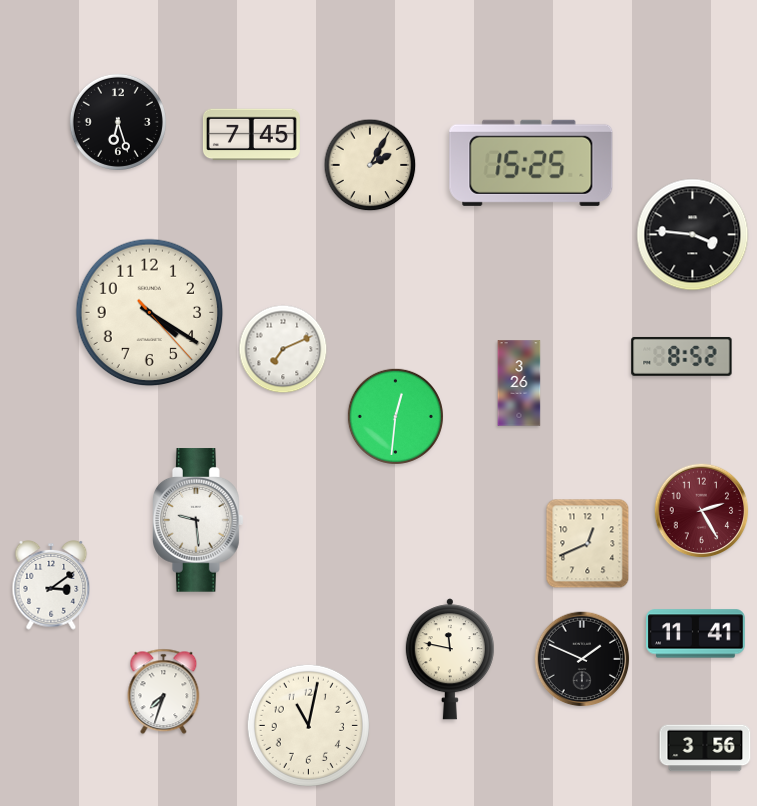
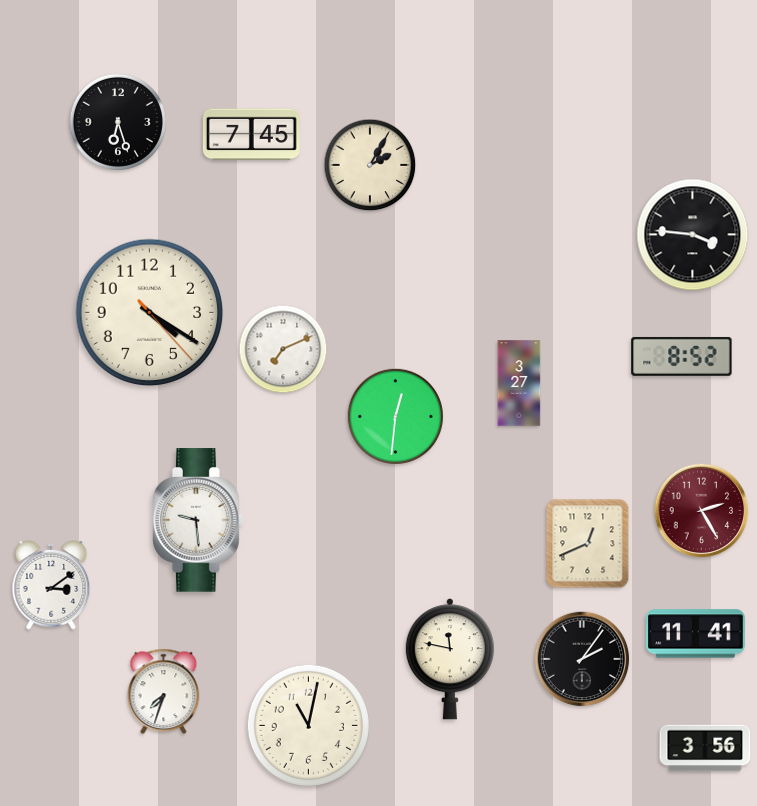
clock at (531, 163): 15:25 -> none
clock at (519, 383): 3:26 -> 3:27
clock at (582, 659): 1:49 -> 2:06
